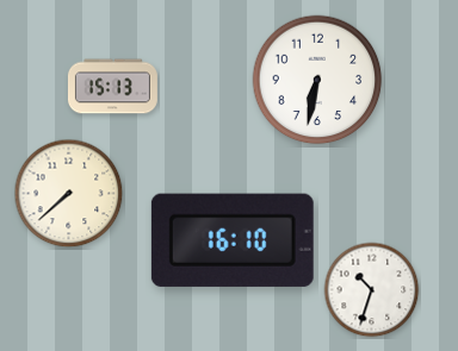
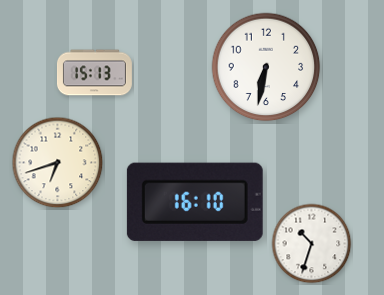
clock at (69, 194): 7:38 -> 6:42
